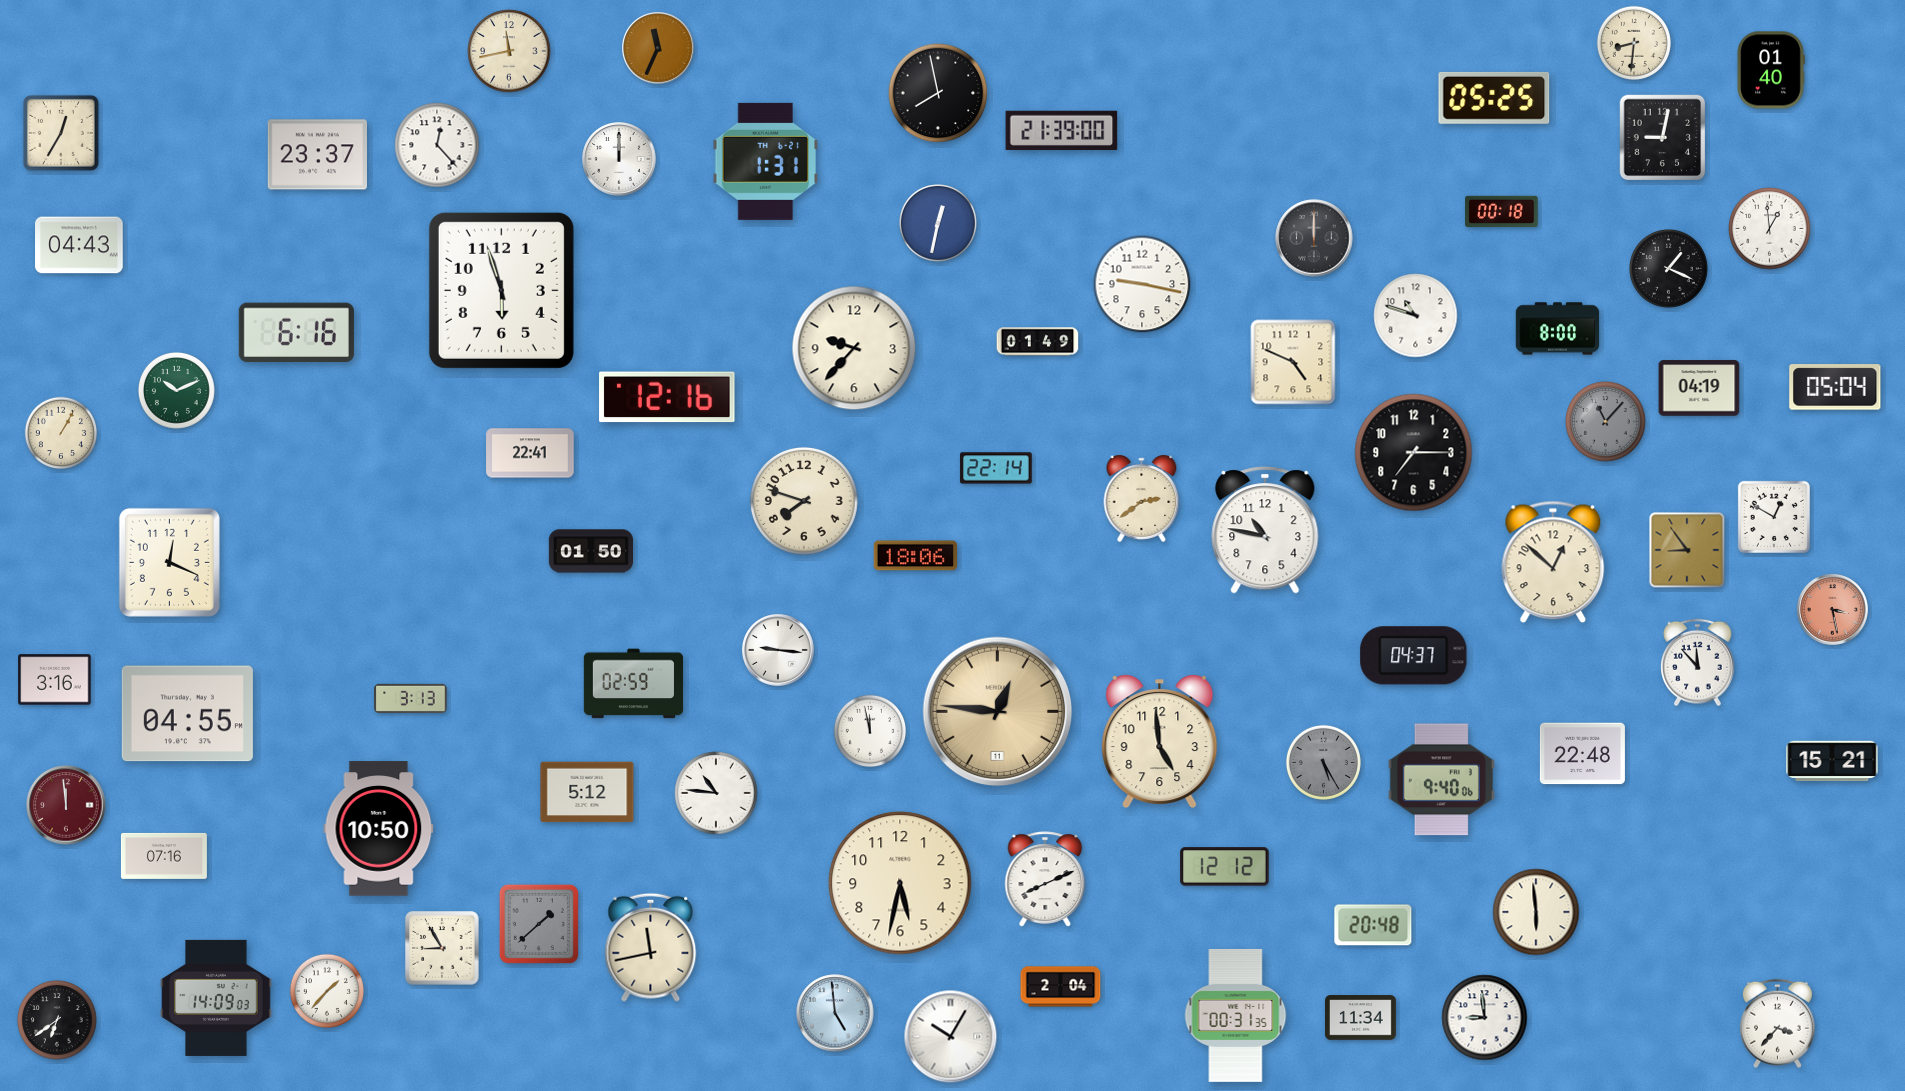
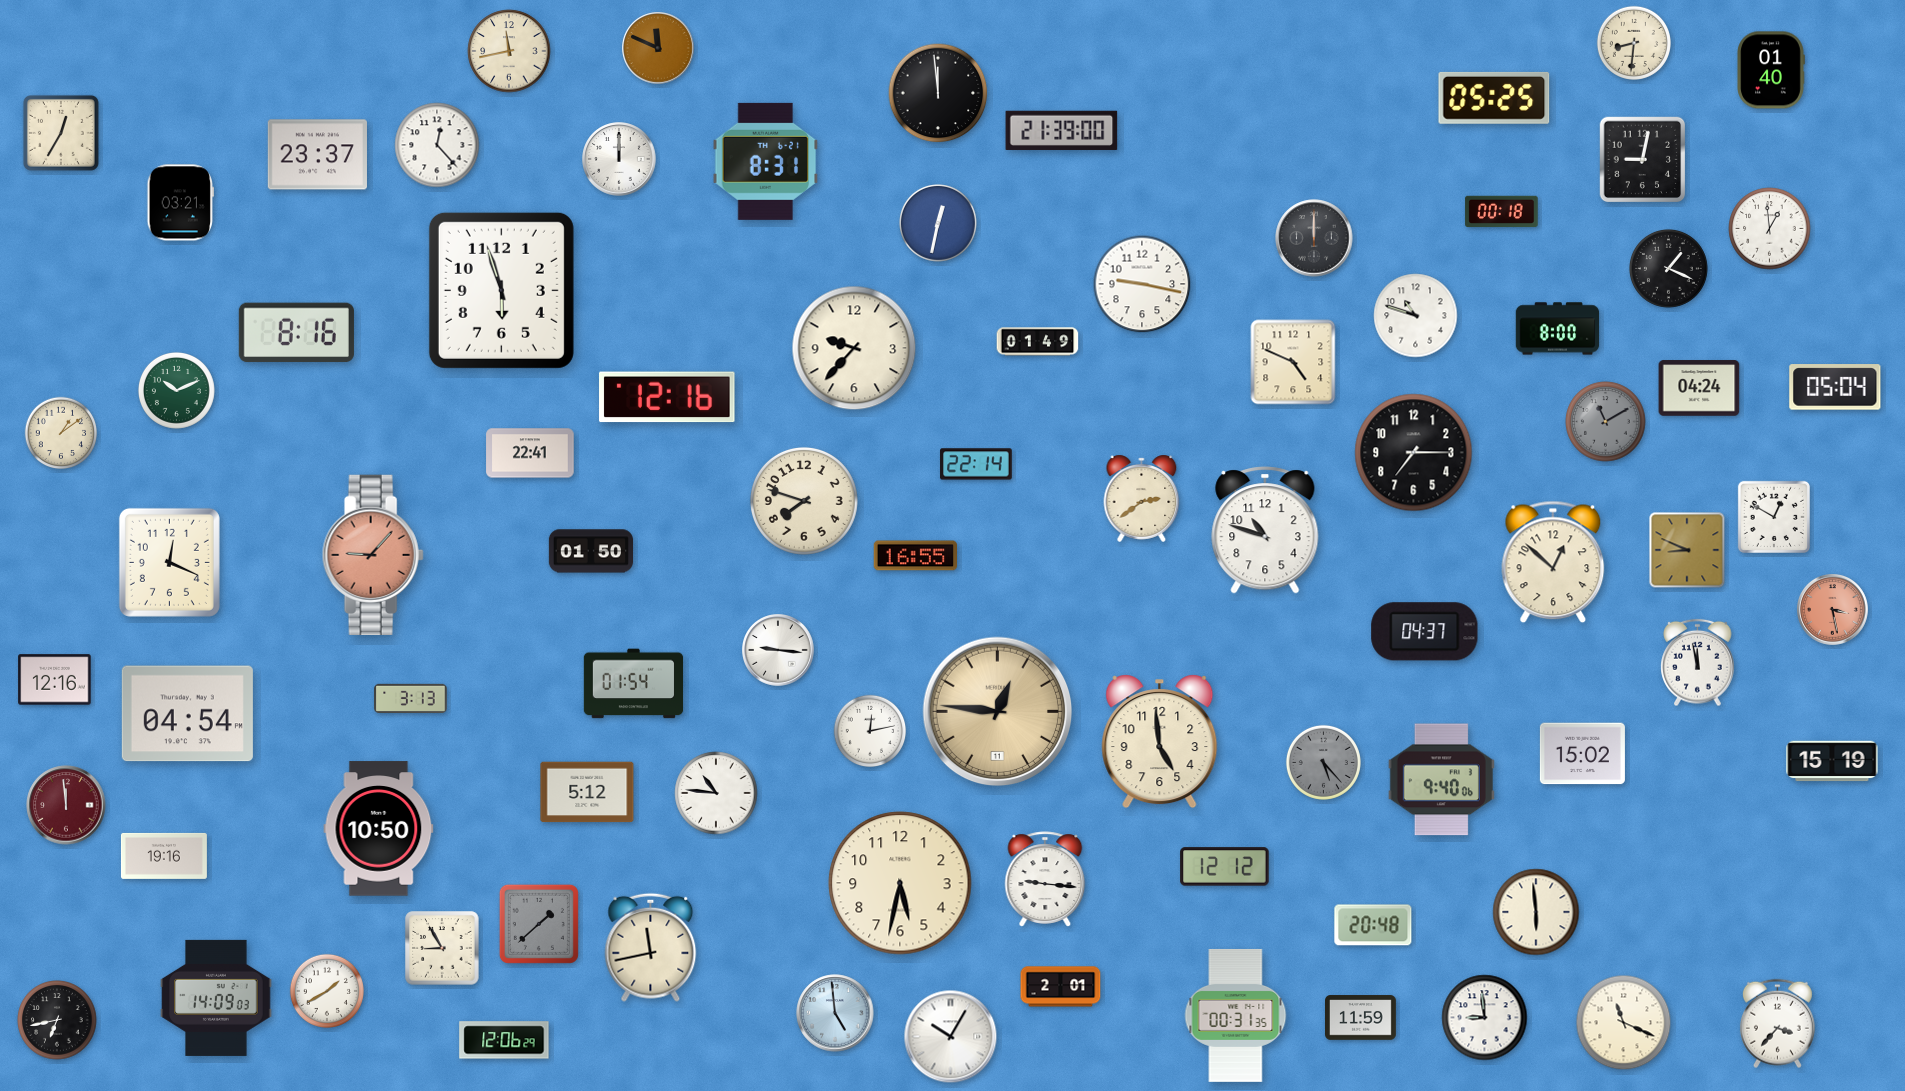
clock at (659, 49): 11:34 -> 11:49
clock at (938, 93): 7:58 -> 11:59
clock at (1663, 138) position: (1663, 138) -> (1643, 160)
clock at (766, 161): 1:31 -> 8:31
clock at (180, 203): none -> 03:21
clock at (79, 245): 04:43 -> none
clock at (296, 333): 6:16 -> 8:16
clock at (1699, 388): 04:19 -> 04:24
clock at (1606, 422): 11:07 -> 11:10
clock at (61, 433): 1:05 -> 1:09
clock at (996, 468) position: (996, 468) -> (976, 464)
clock at (1265, 530): 10:47 -> 10:48
clock at (1687, 550): 8:54 -> 8:49
clock at (373, 554): none -> 9:07
clock at (916, 556): 18:06 -> 16:55
clock at (1414, 656) position: (1414, 656) -> (1425, 632)
clock at (1698, 663): 11:53 -> 11:58
clock at (55, 680): 3:16 -> 12:16
clock at (634, 684): 02:59 -> 01:54
clock at (187, 714): 04:55 -> 04:54
clock at (870, 731): 11:58 -> 12:13
clock at (1582, 754): 22:48 -> 15:02
clock at (1832, 761): 15:21 -> 15:19
clock at (1323, 762): 5:25 -> 5:23
clock at (164, 856): 07:16 -> 19:16
clock at (1045, 879): 8:11 -> 9:16
clock at (1061, 987): 2:04 -> 2:01
clock at (327, 991): 1:37 -> 1:40
clock at (1361, 1018): 11:34 -> 11:59
clock at (57, 1020): 6:39 -> 6:43
clock at (1624, 1023): none -> 11:19
clock at (504, 1040): none -> 12:06
